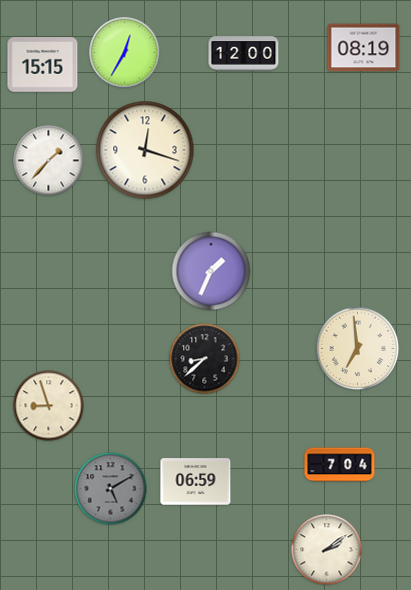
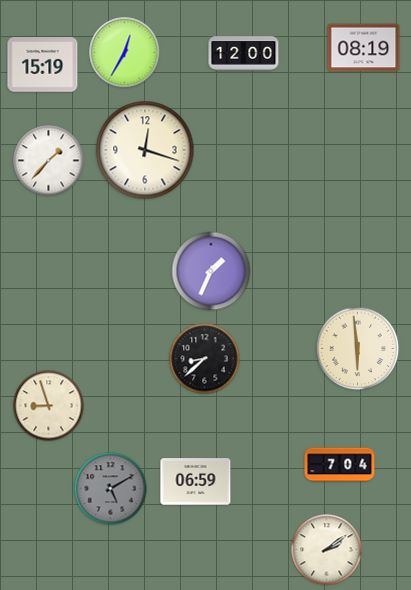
clock at (43, 65): 15:15 -> 15:19
clock at (358, 349): 6:59 -> 5:59
